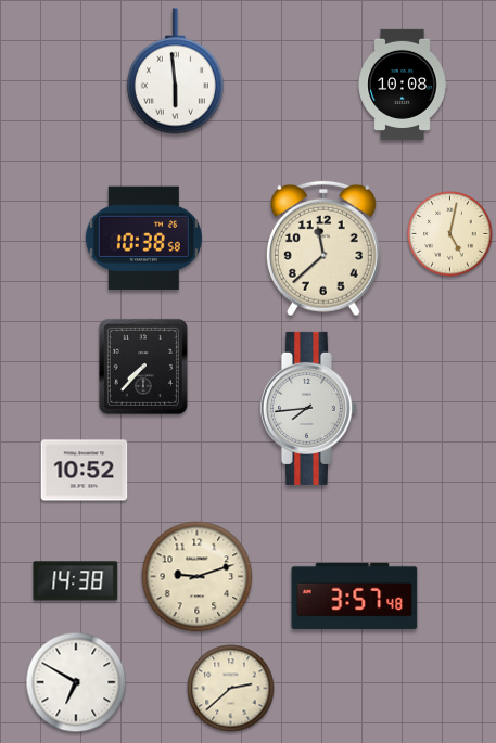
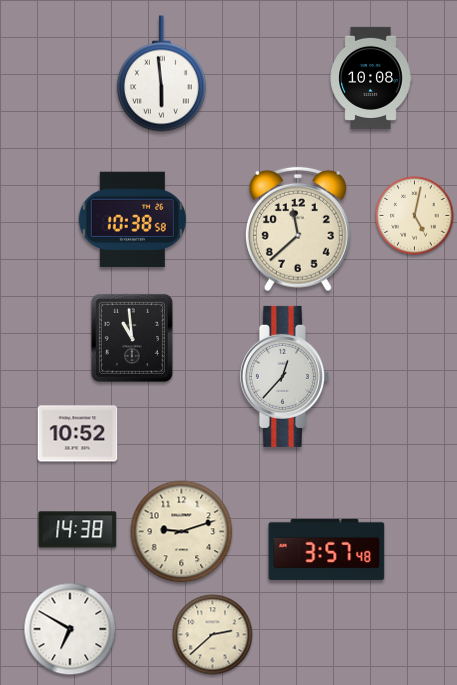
clock at (175, 72) position: (175, 72) -> (161, 74)
clock at (143, 367): 7:37 -> 10:59
clock at (308, 408): 7:44 -> 12:37
clock at (76, 581) position: (76, 581) -> (78, 530)
